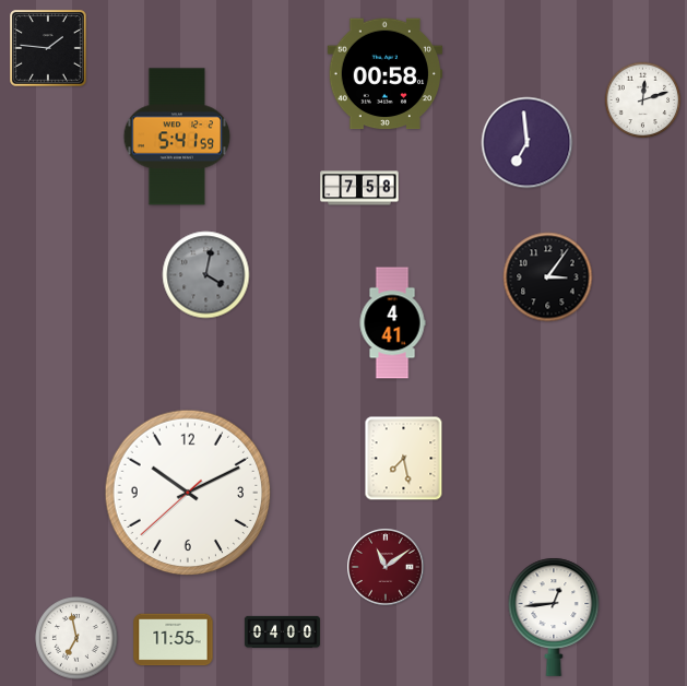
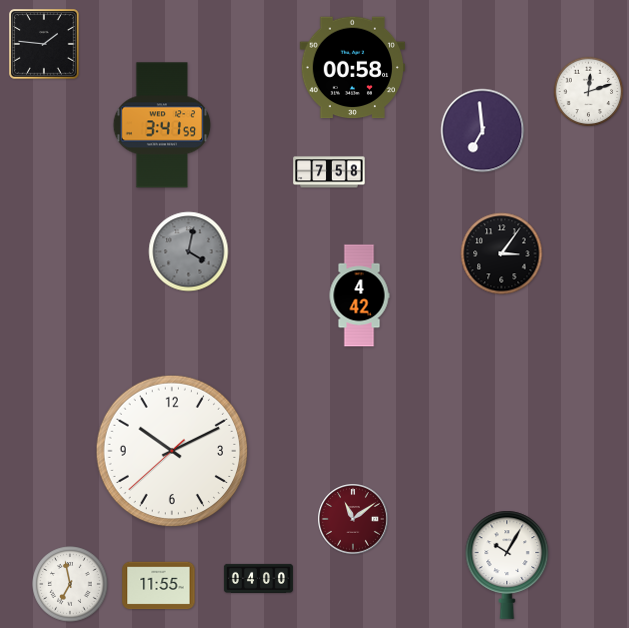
clock at (177, 137): 5:41 -> 3:41
clock at (392, 323): 4:41 -> 4:42
clock at (404, 459): 7:28 -> none
clock at (554, 617): 12:44 -> 10:05
